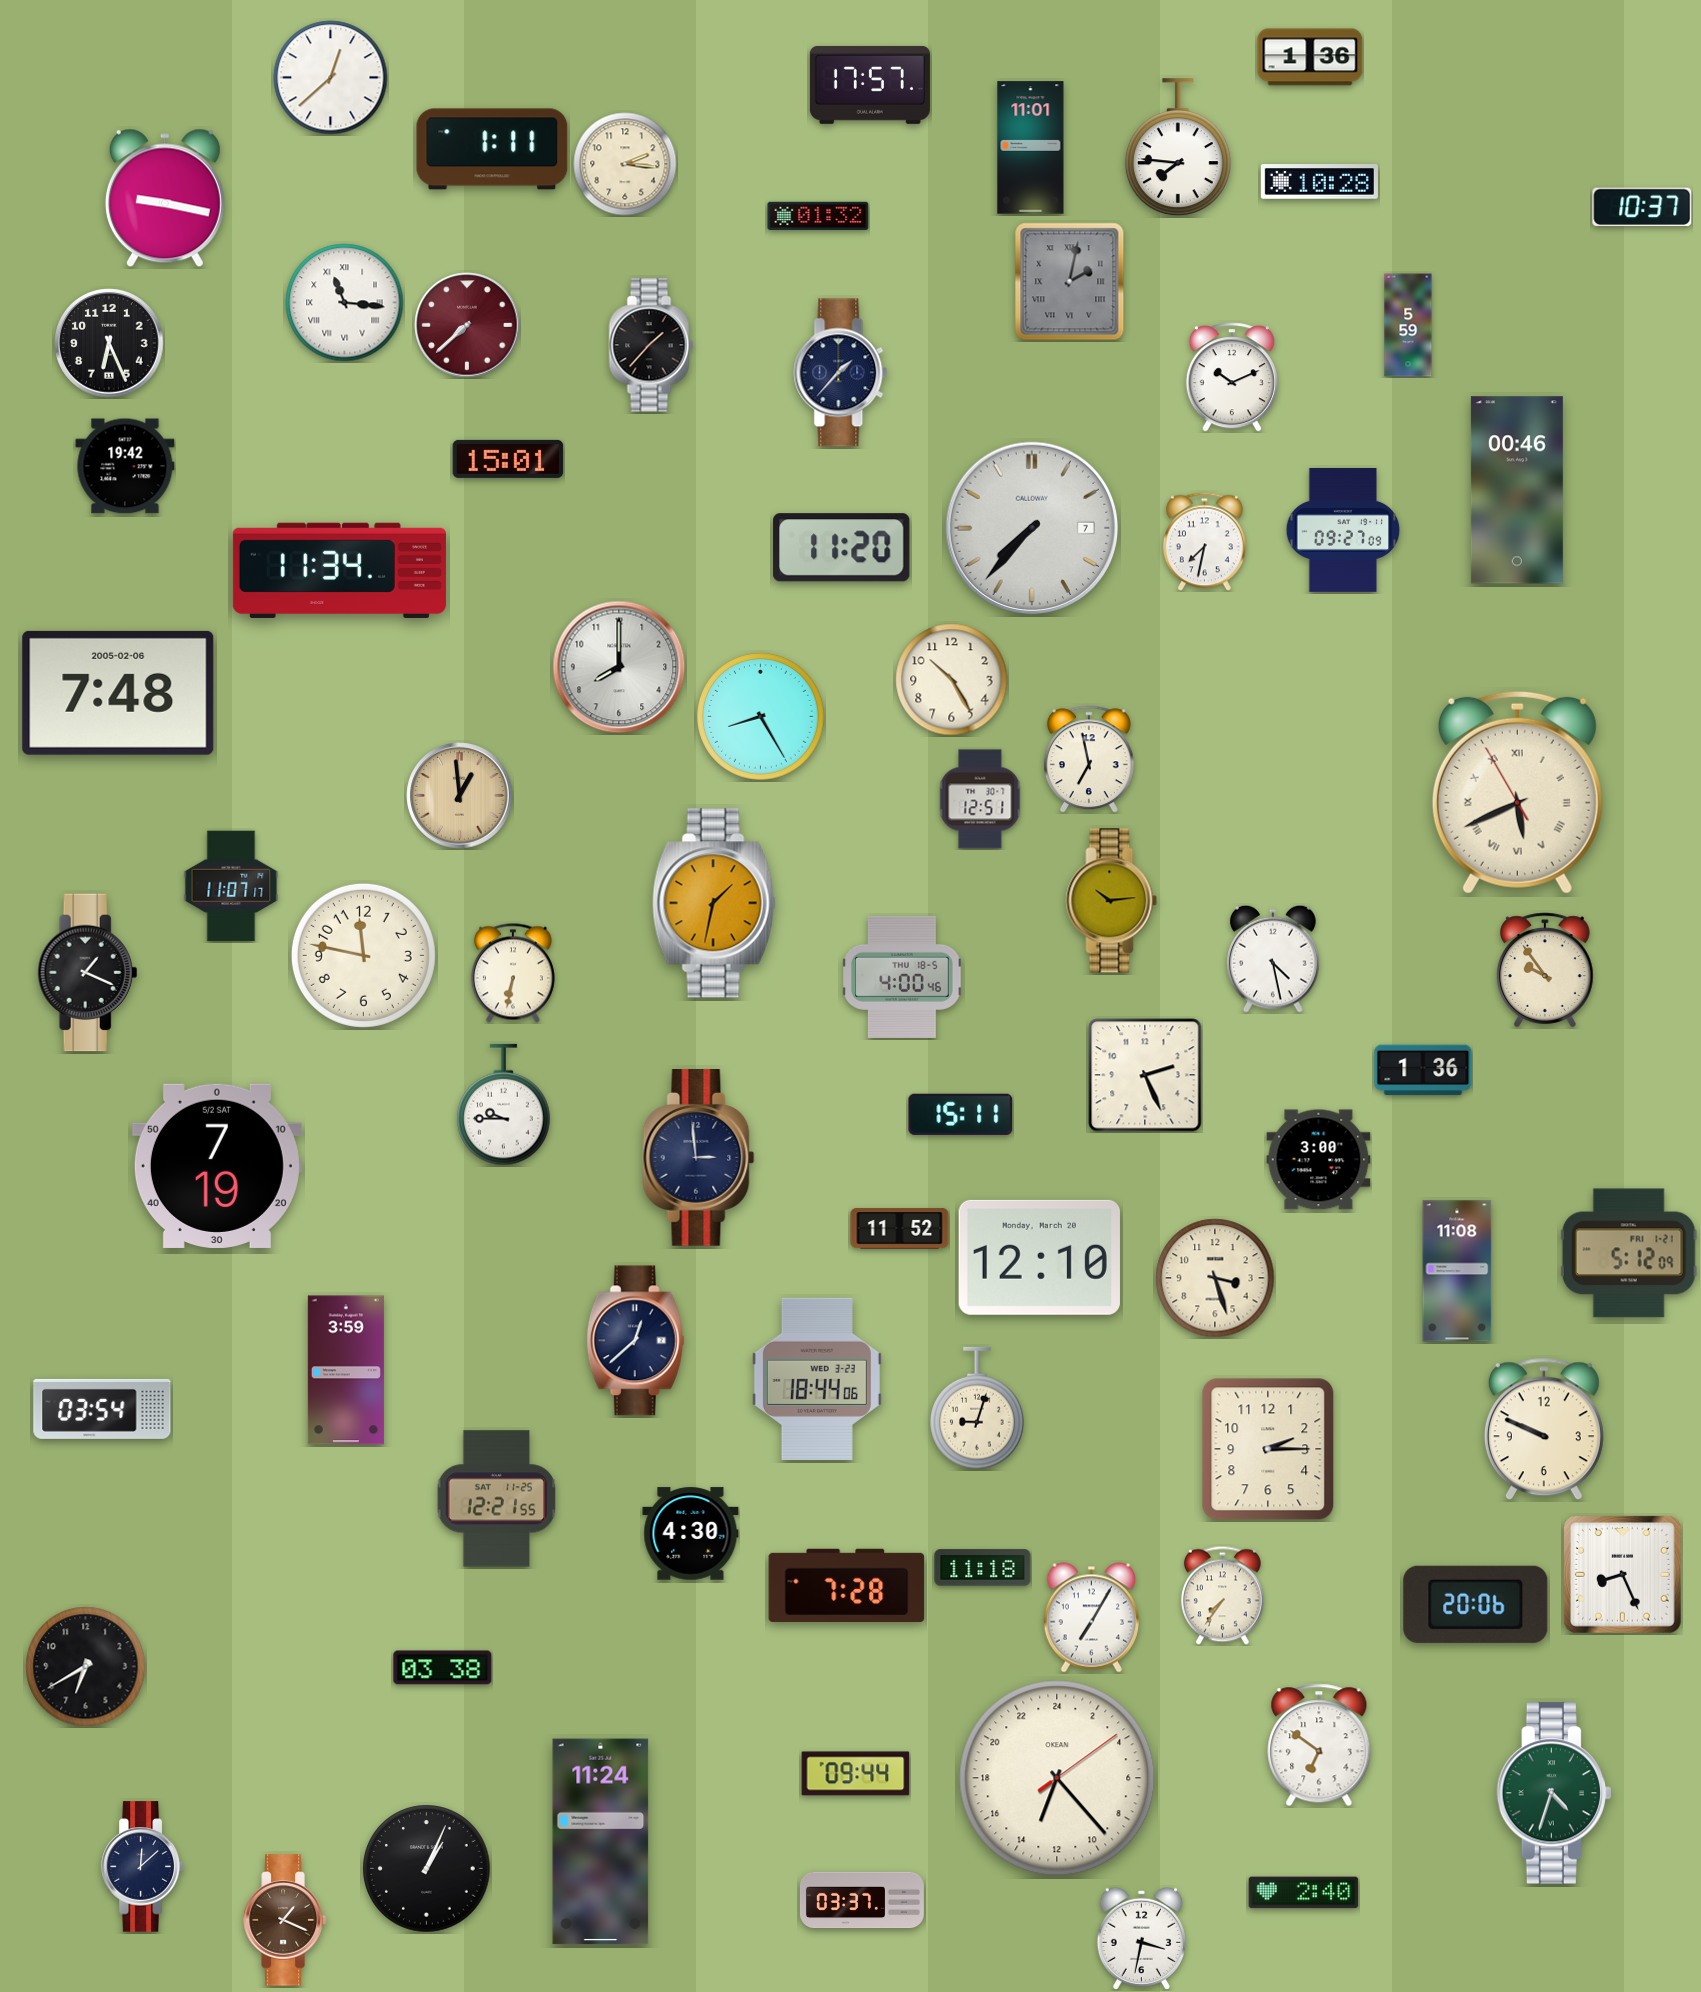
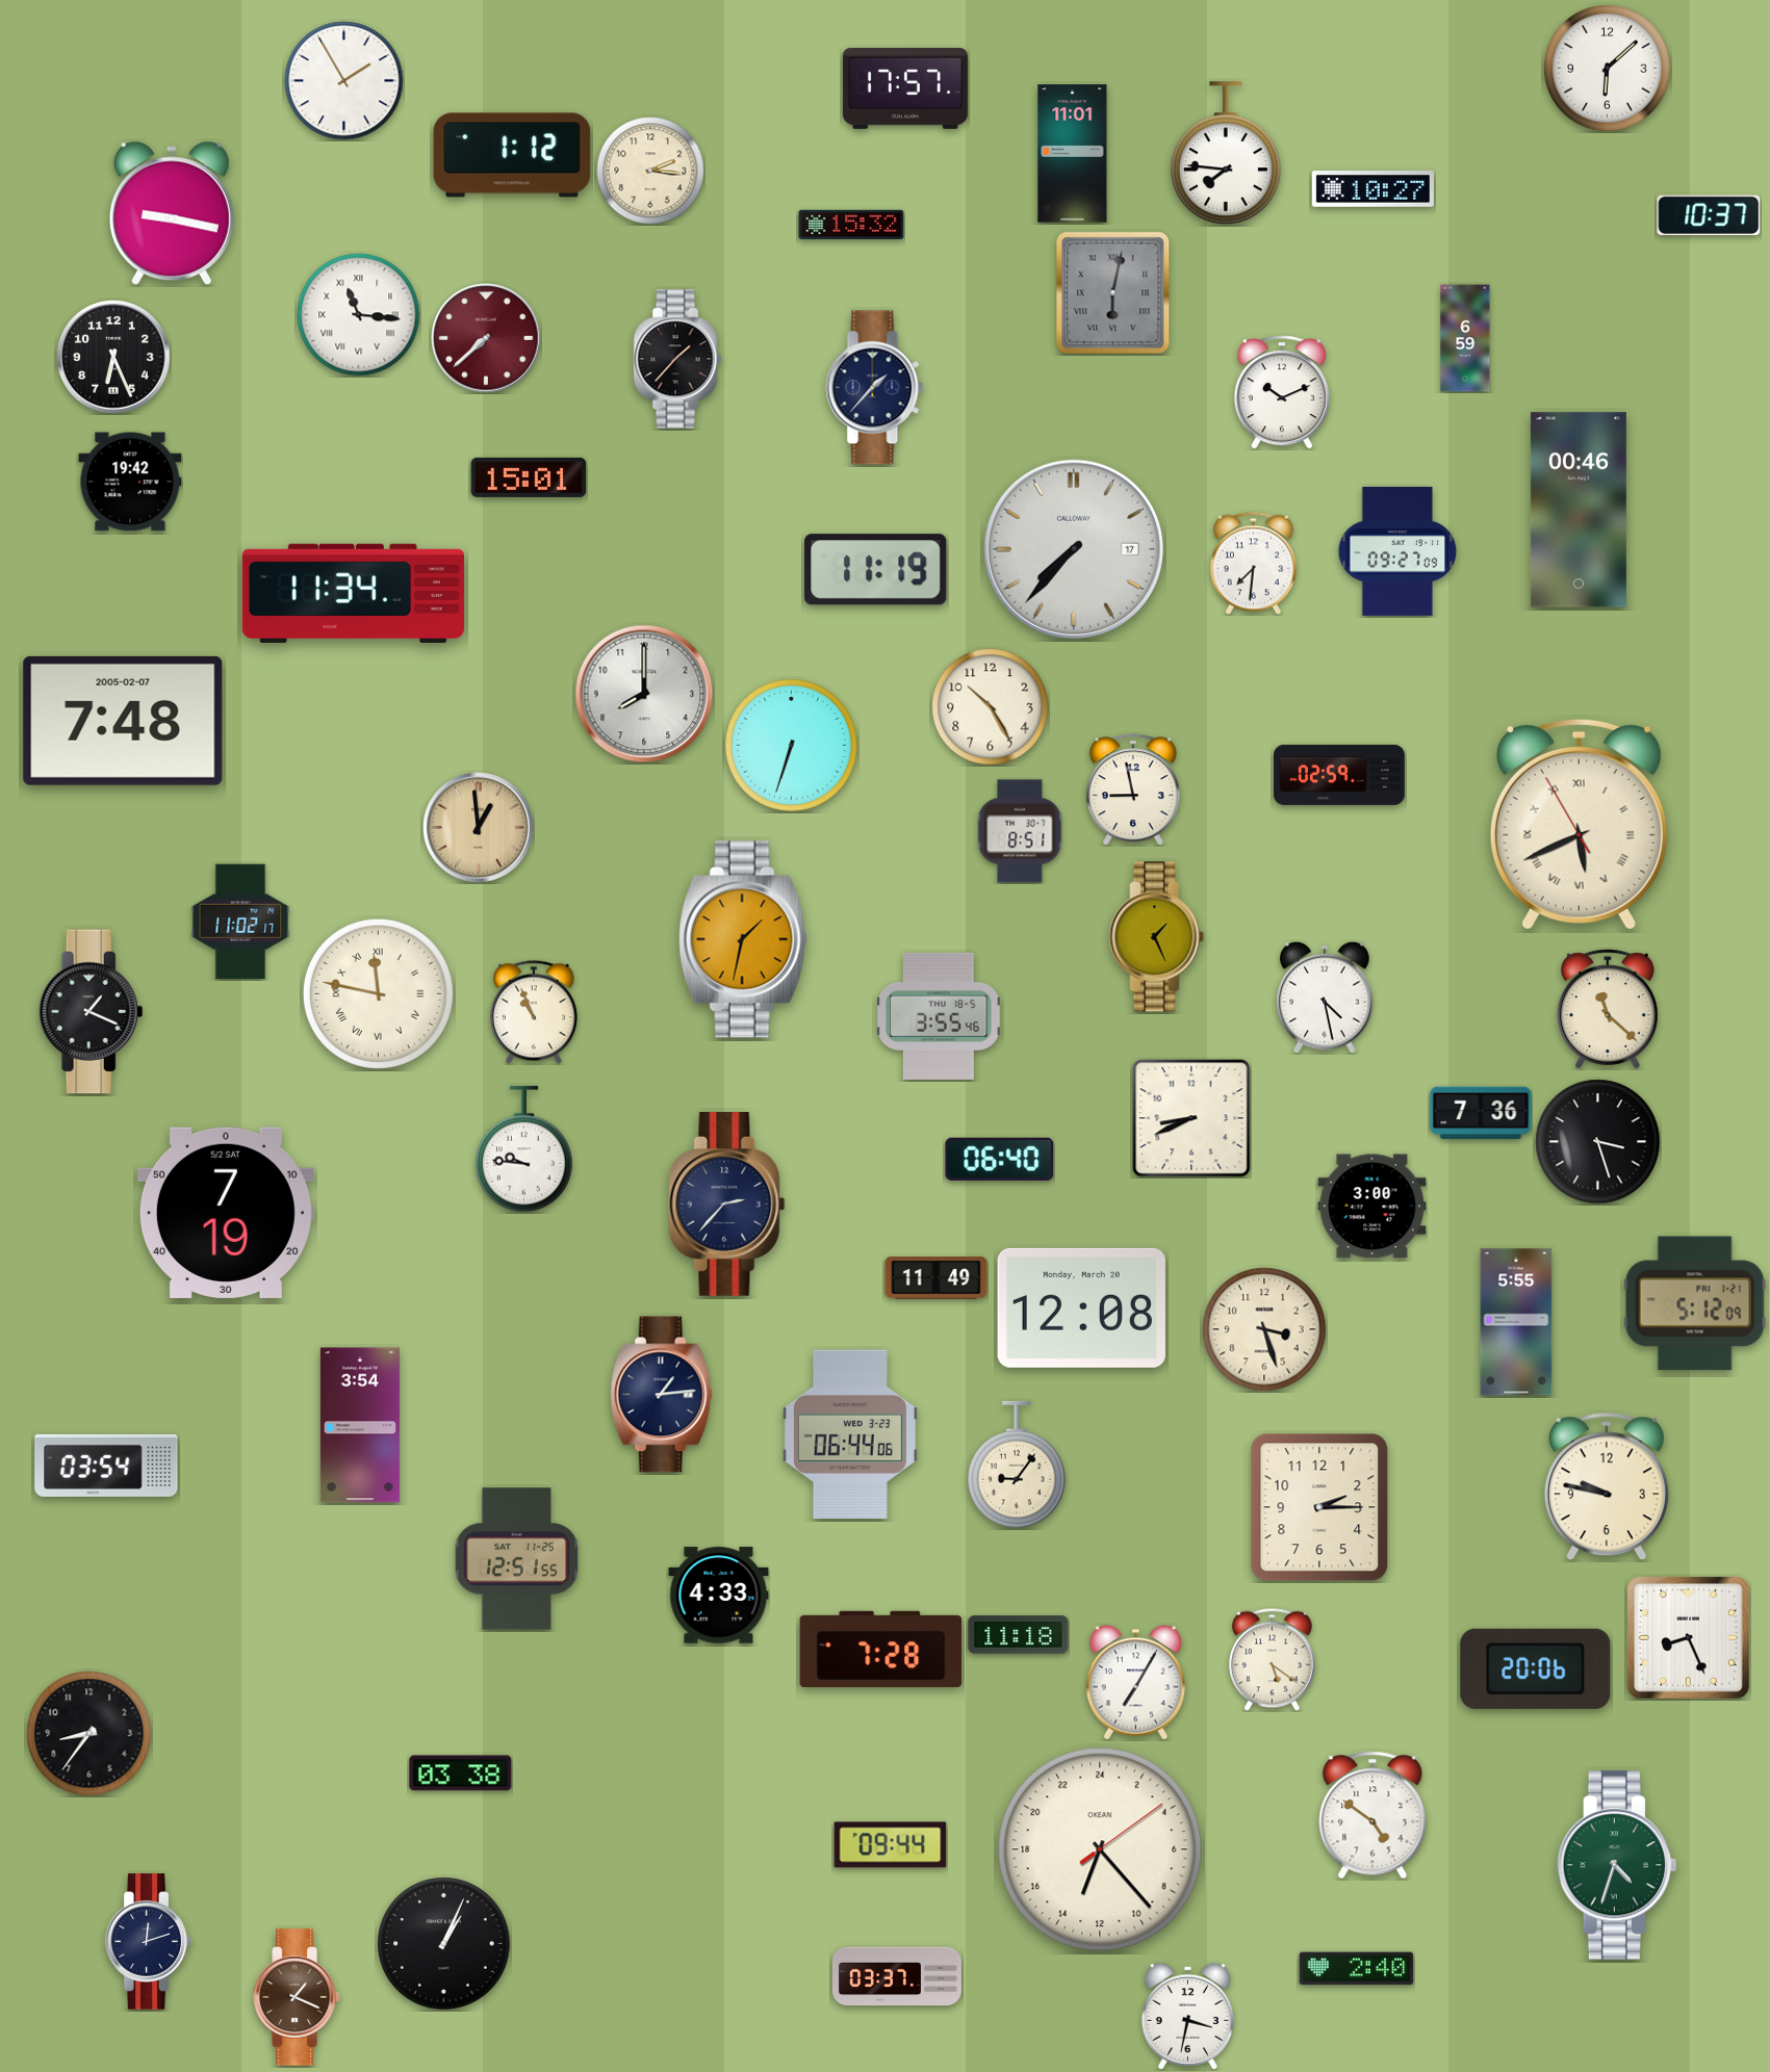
clock at (1310, 57): 1:36 -> none
clock at (1608, 69): none -> 6:08
clock at (331, 78): 12:38 -> 1:55
clock at (492, 149): 1:11 -> 1:12
clock at (1319, 182): 10:28 -> 10:27
clock at (165, 198) position: (165, 198) -> (172, 213)
clock at (818, 215): 01:32 -> 15:32
clock at (1070, 282): 2:02 -> 6:02
clock at (1408, 325): 5:59 -> 6:59
clock at (125, 466) position: (125, 466) -> (130, 482)
clock at (1032, 528) date: 7 -> 17
clock at (1204, 541): 7:32 -> 7:31
clock at (842, 548): 11:20 -> 11:19
clock at (118, 693) date: 2005-02-06 -> 2005-02-07
clock at (761, 717): 8:25 -> 6:33
clock at (1340, 775): none -> 02:59
clock at (1089, 759): 6:58 -> 8:58
clock at (980, 799): 12:51 -> 8:51
clock at (231, 886): 11:07 -> 11:02
clock at (1112, 901): 10:14 -> 1:26
clock at (363, 955) numerals: Arabic -> Roman
clock at (1545, 970): 9:54 -> 11:22
clock at (513, 973): 6:32 -> 10:56
clock at (902, 977): 4:00 -> 3:55
clock at (1423, 1070): 1:36 -> 7:36
clock at (1145, 1075): 2:26 -> 8:41
clock at (1598, 1142): none -> 3:27
clock at (504, 1105): 9:45 -> 9:46
clock at (961, 1114): 15:11 -> 06:40
clock at (699, 1158): 2:59 -> 2:37
clock at (900, 1229): 11:52 -> 11:49
clock at (1039, 1257): 12:10 -> 12:08
clock at (1457, 1271): 11:08 -> 5:55
clock at (635, 1341): 12:38 -> 1:14
clock at (346, 1370): 3:59 -> 3:54
clock at (817, 1378): 18:44 -> 06:44
clock at (977, 1408): 9:03 -> 9:06
clock at (1544, 1429): 9:49 -> 9:47
clock at (497, 1499): 12:21 -> 12:51
clock at (691, 1534): 4:30 -> 4:33
clock at (983, 1568) position: (983, 1568) -> (1019, 1635)
clock at (1222, 1595): 7:36 -> 5:21
clock at (86, 1667): 6:40 -> 8:36
clock at (443, 1668) position: (443, 1668) -> (461, 1773)
clock at (1319, 1745): 6:51 -> 4:51
clock at (601, 1842): 11:24 -> none
clock at (143, 1867): 12:08 -> 12:12
